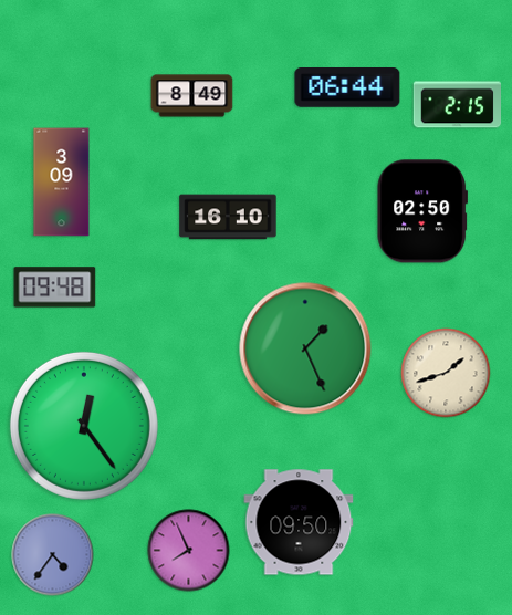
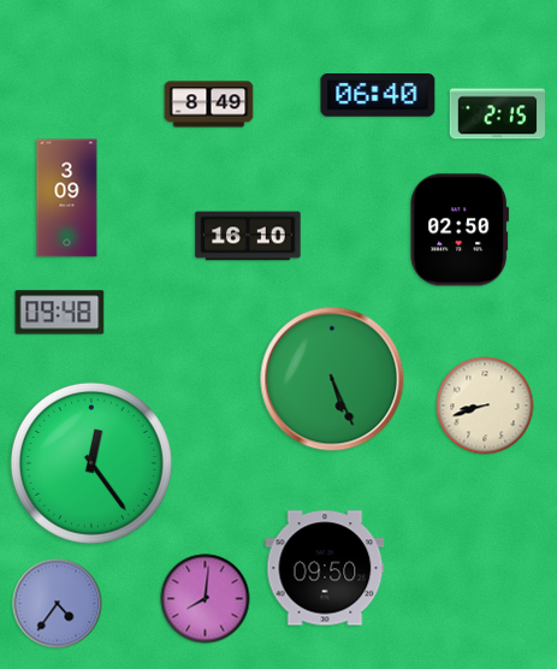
clock at (347, 88): 06:44 -> 06:40
clock at (305, 348): 1:26 -> 5:26
clock at (446, 373): 1:42 -> 8:42
clock at (189, 551): 7:56 -> 8:01
